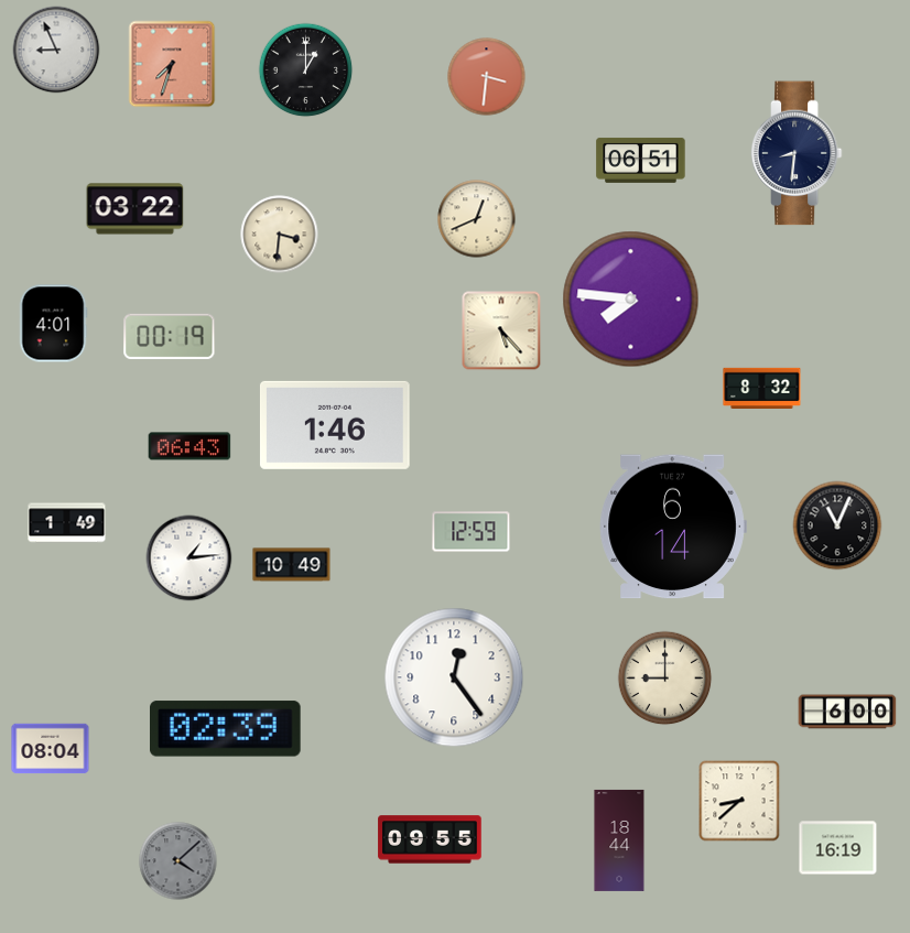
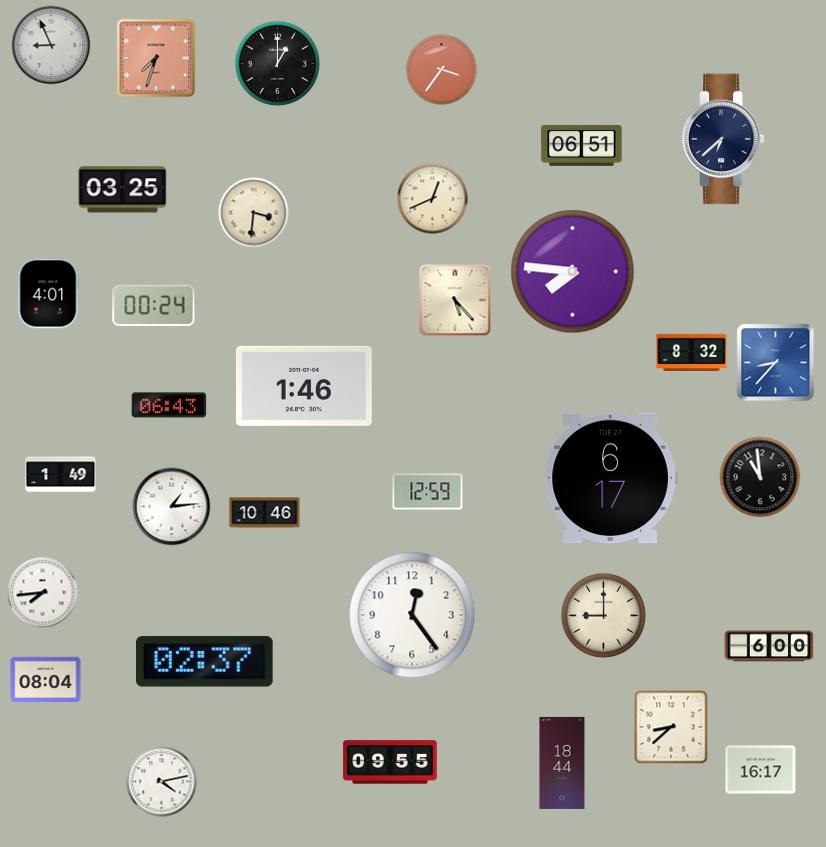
clock at (487, 77): 3:31 -> 3:36
clock at (797, 153): 8:31 -> 6:38
clock at (136, 209): 03:22 -> 03:25
clock at (170, 336): 00:19 -> 00:24
clock at (776, 363): none -> 8:37
clock at (189, 446) position: (189, 446) -> (169, 405)
clock at (837, 525): 11:04 -> 10:59
clock at (673, 527): 6:14 -> 6:17
clock at (472, 532) position: (472, 532) -> (428, 492)
clock at (292, 565): 10:49 -> 10:46
clock at (43, 593): none -> 7:44
clock at (226, 729): 02:39 -> 02:37
clock at (838, 848): 16:19 -> 16:17
clock at (178, 861): 4:08 -> 4:13
clock at (178, 861) dial: grey -> white
